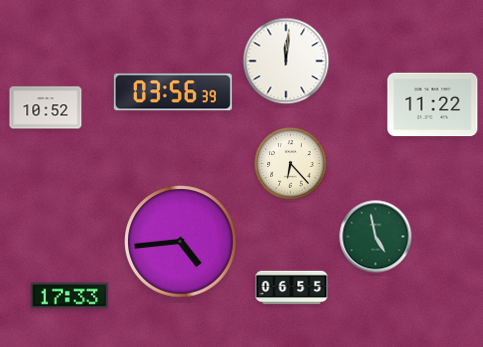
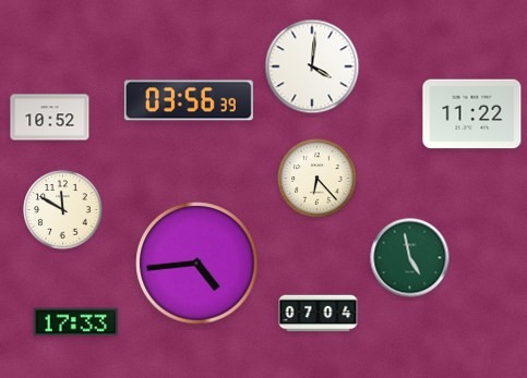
clock at (286, 61): 12:01 -> 4:01
clock at (63, 210): none -> 11:50
clock at (292, 288): 06:55 -> 07:04
